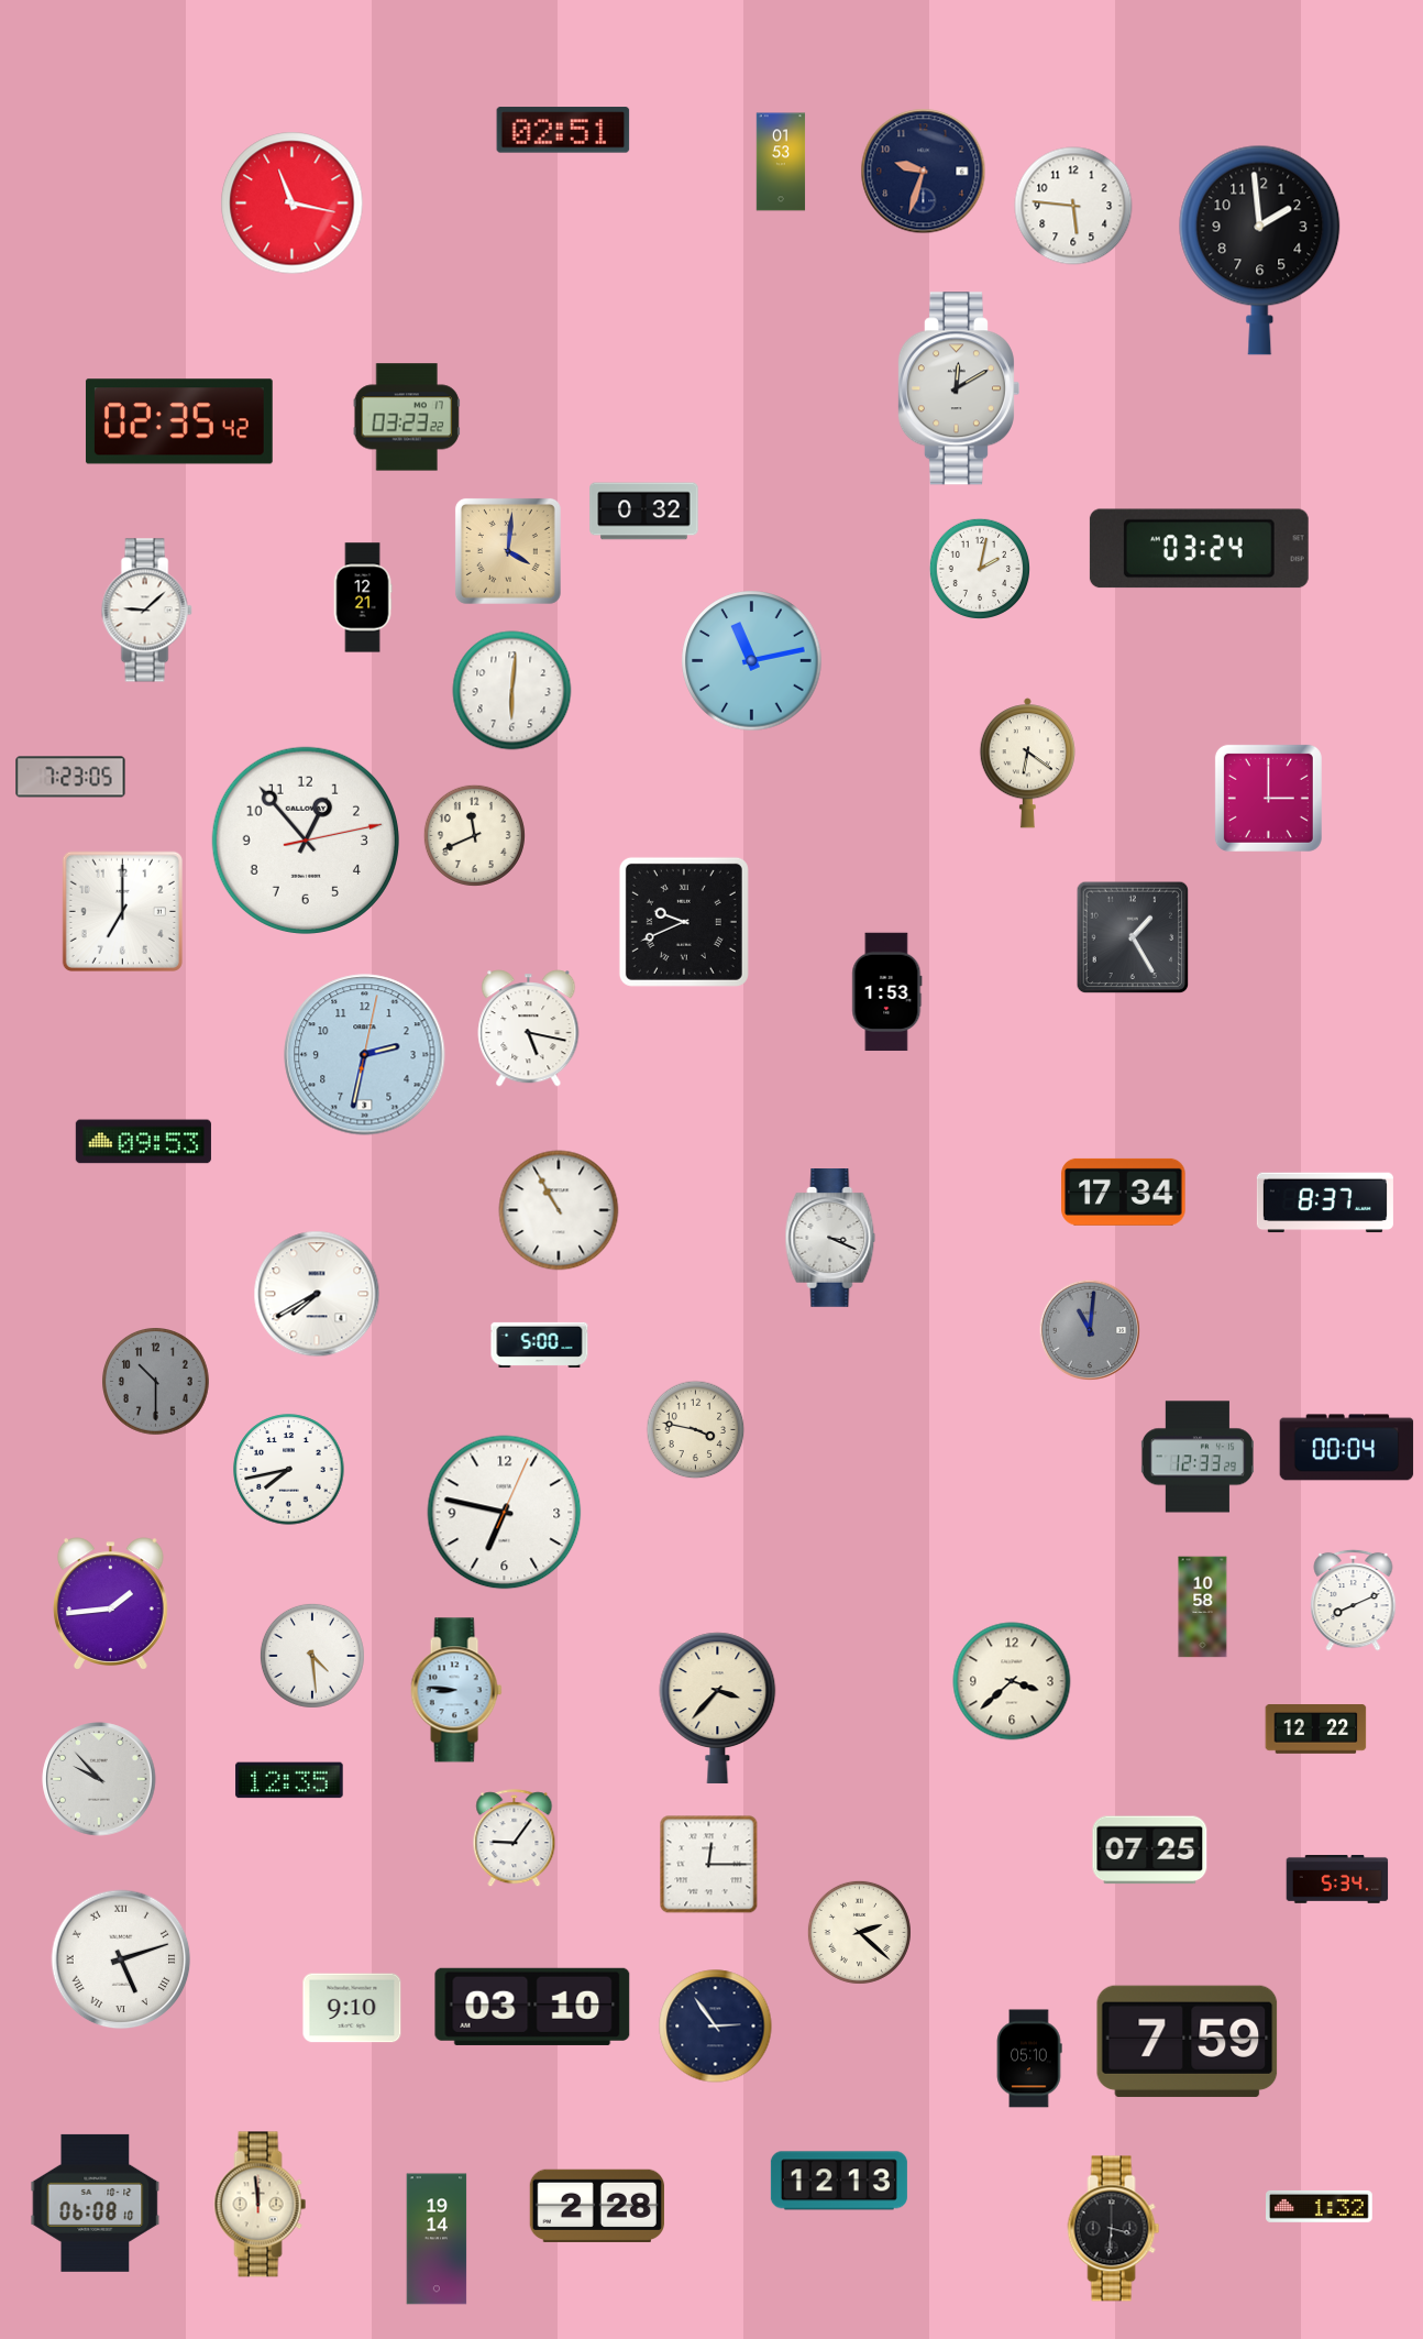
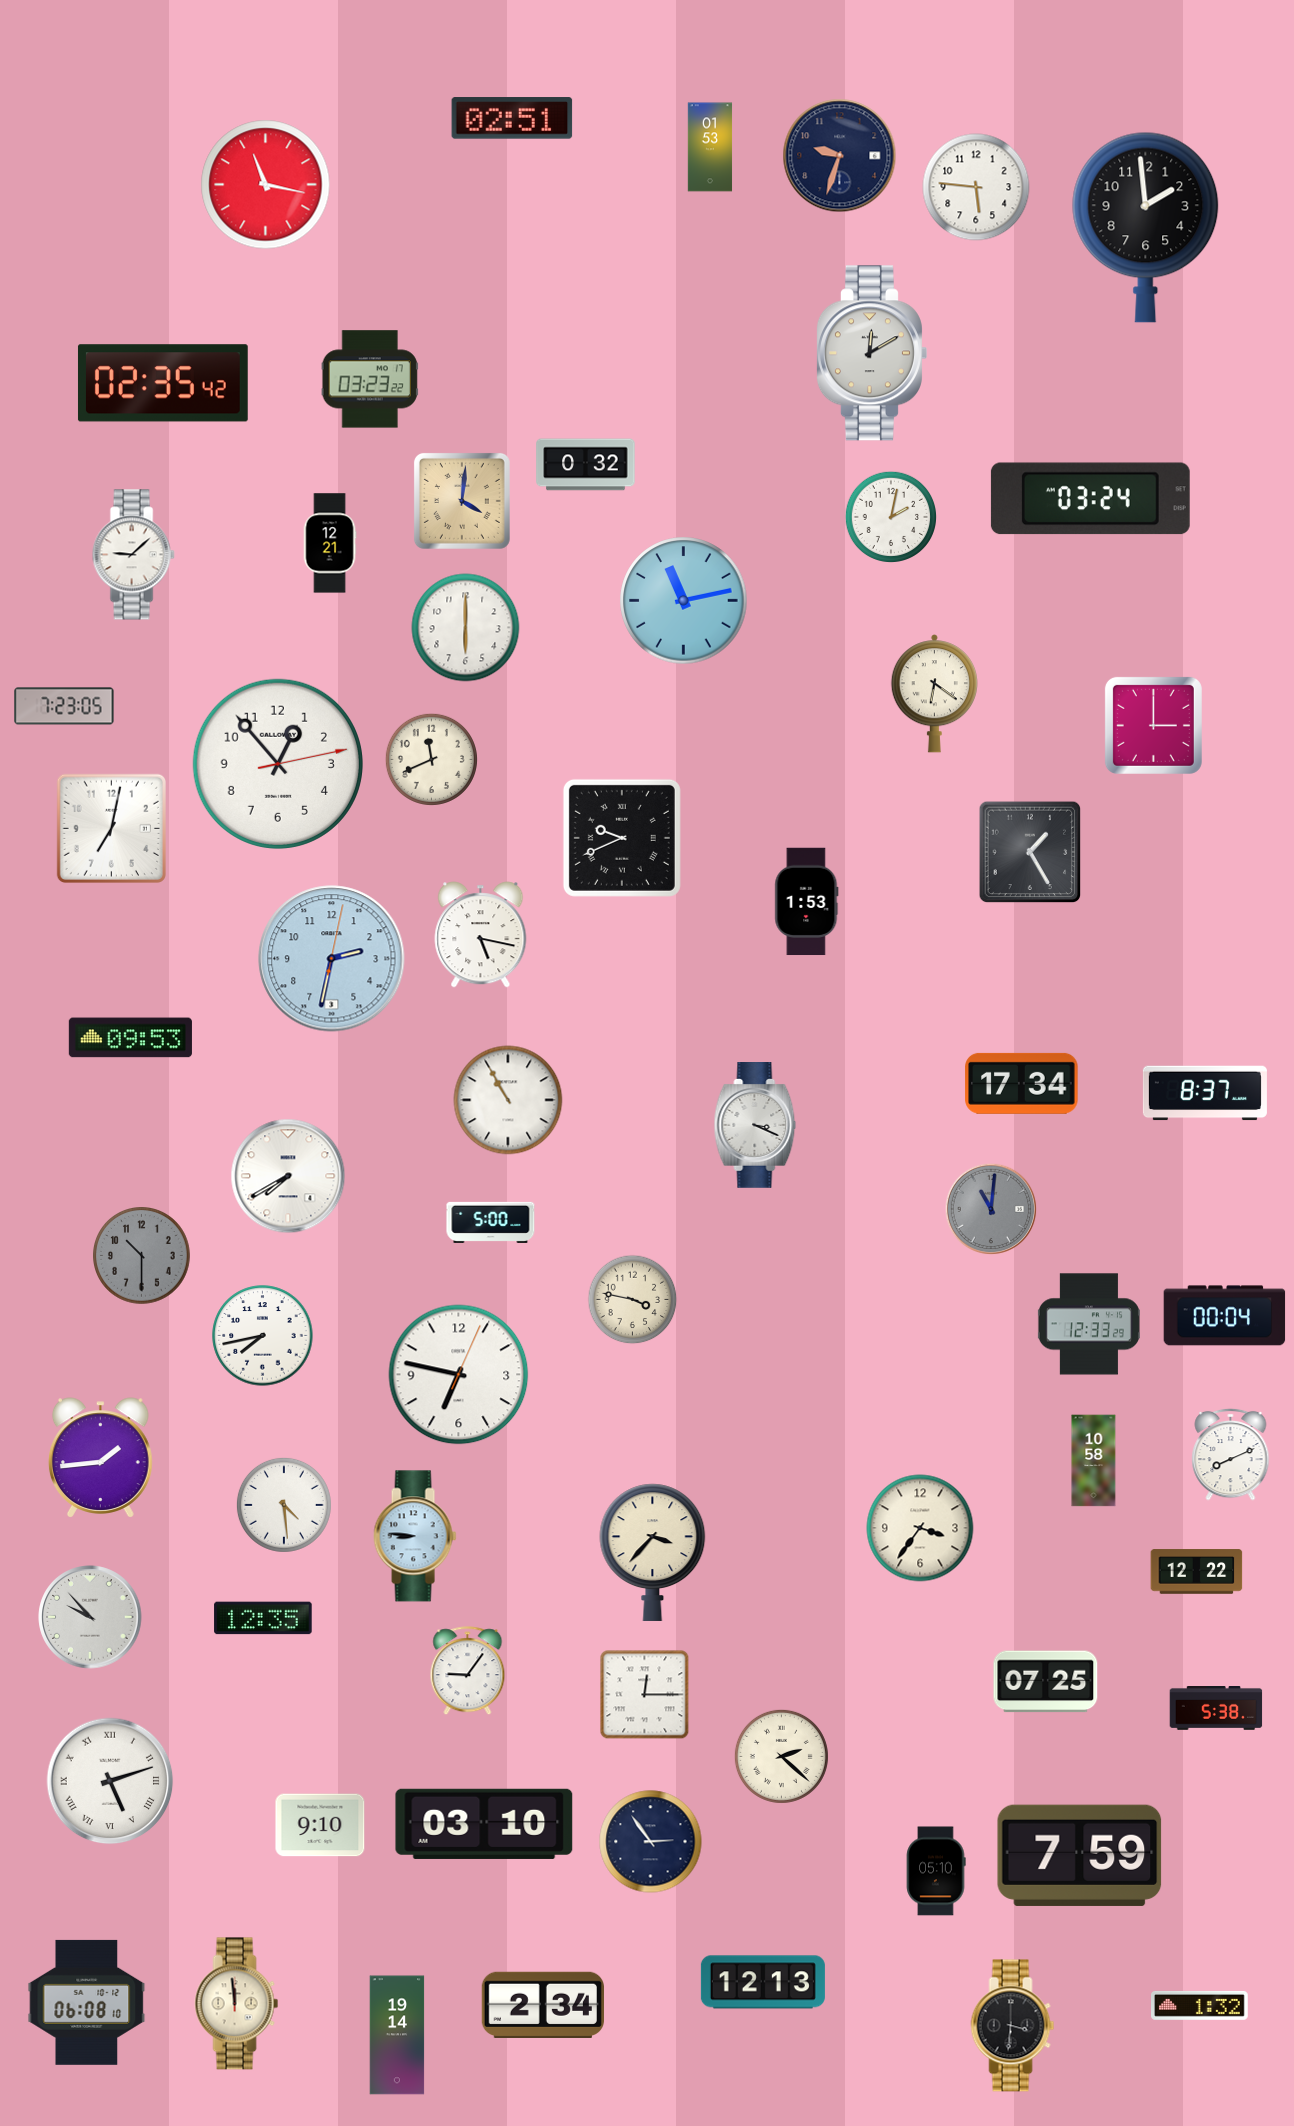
clock at (512, 691): 6:01 -> 6:00
clock at (122, 911): 7:00 -> 7:02
clock at (1012, 1681): 3:38 -> 3:36
clock at (1337, 1880): 5:34 -> 5:38
clock at (596, 2205): 2:28 -> 2:34
